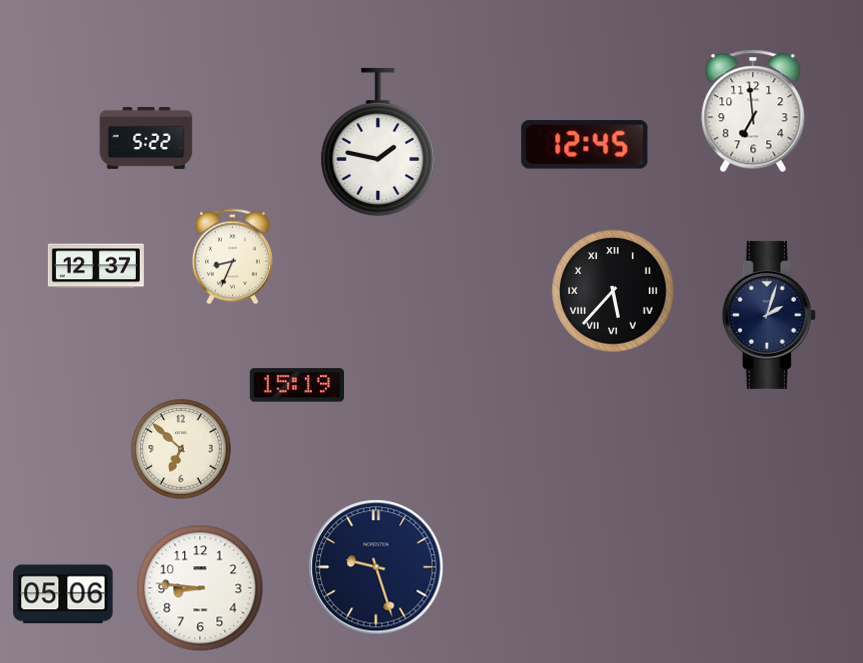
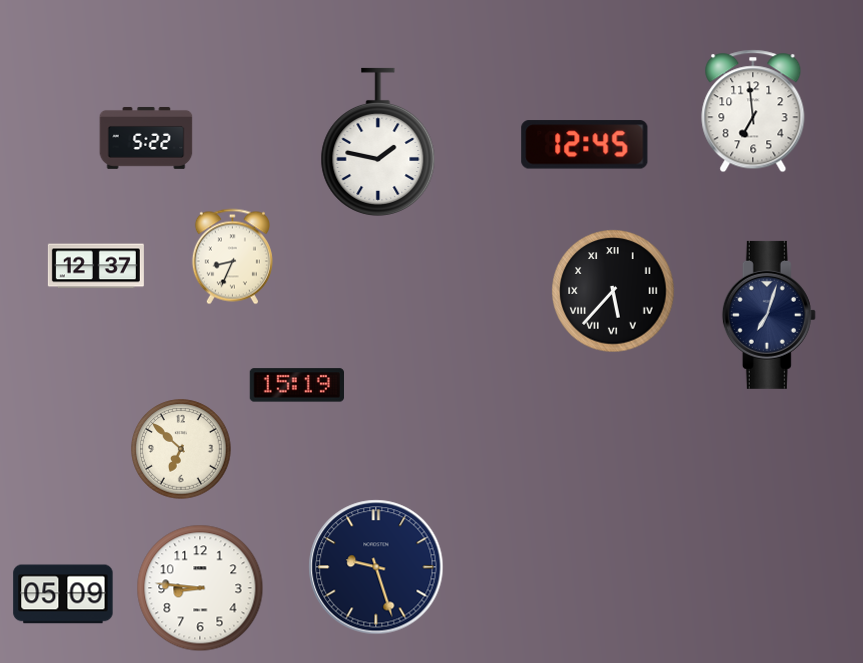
clock at (769, 315): 2:03 -> 7:03
clock at (63, 594): 05:06 -> 05:09
